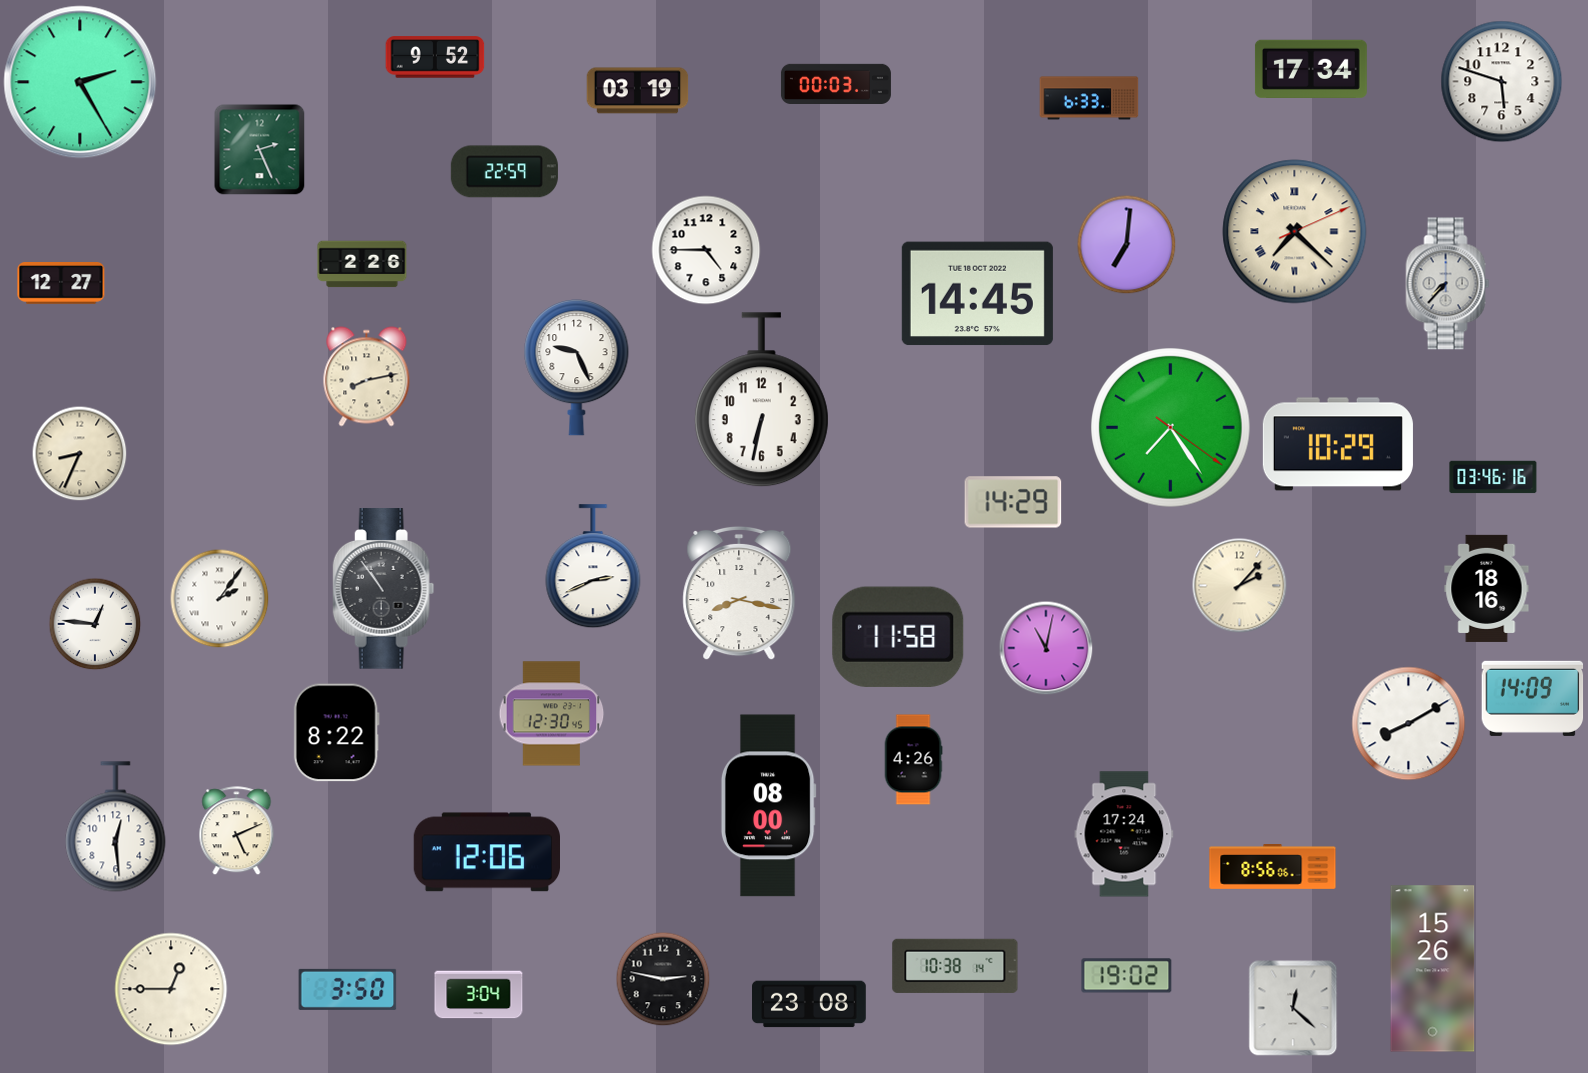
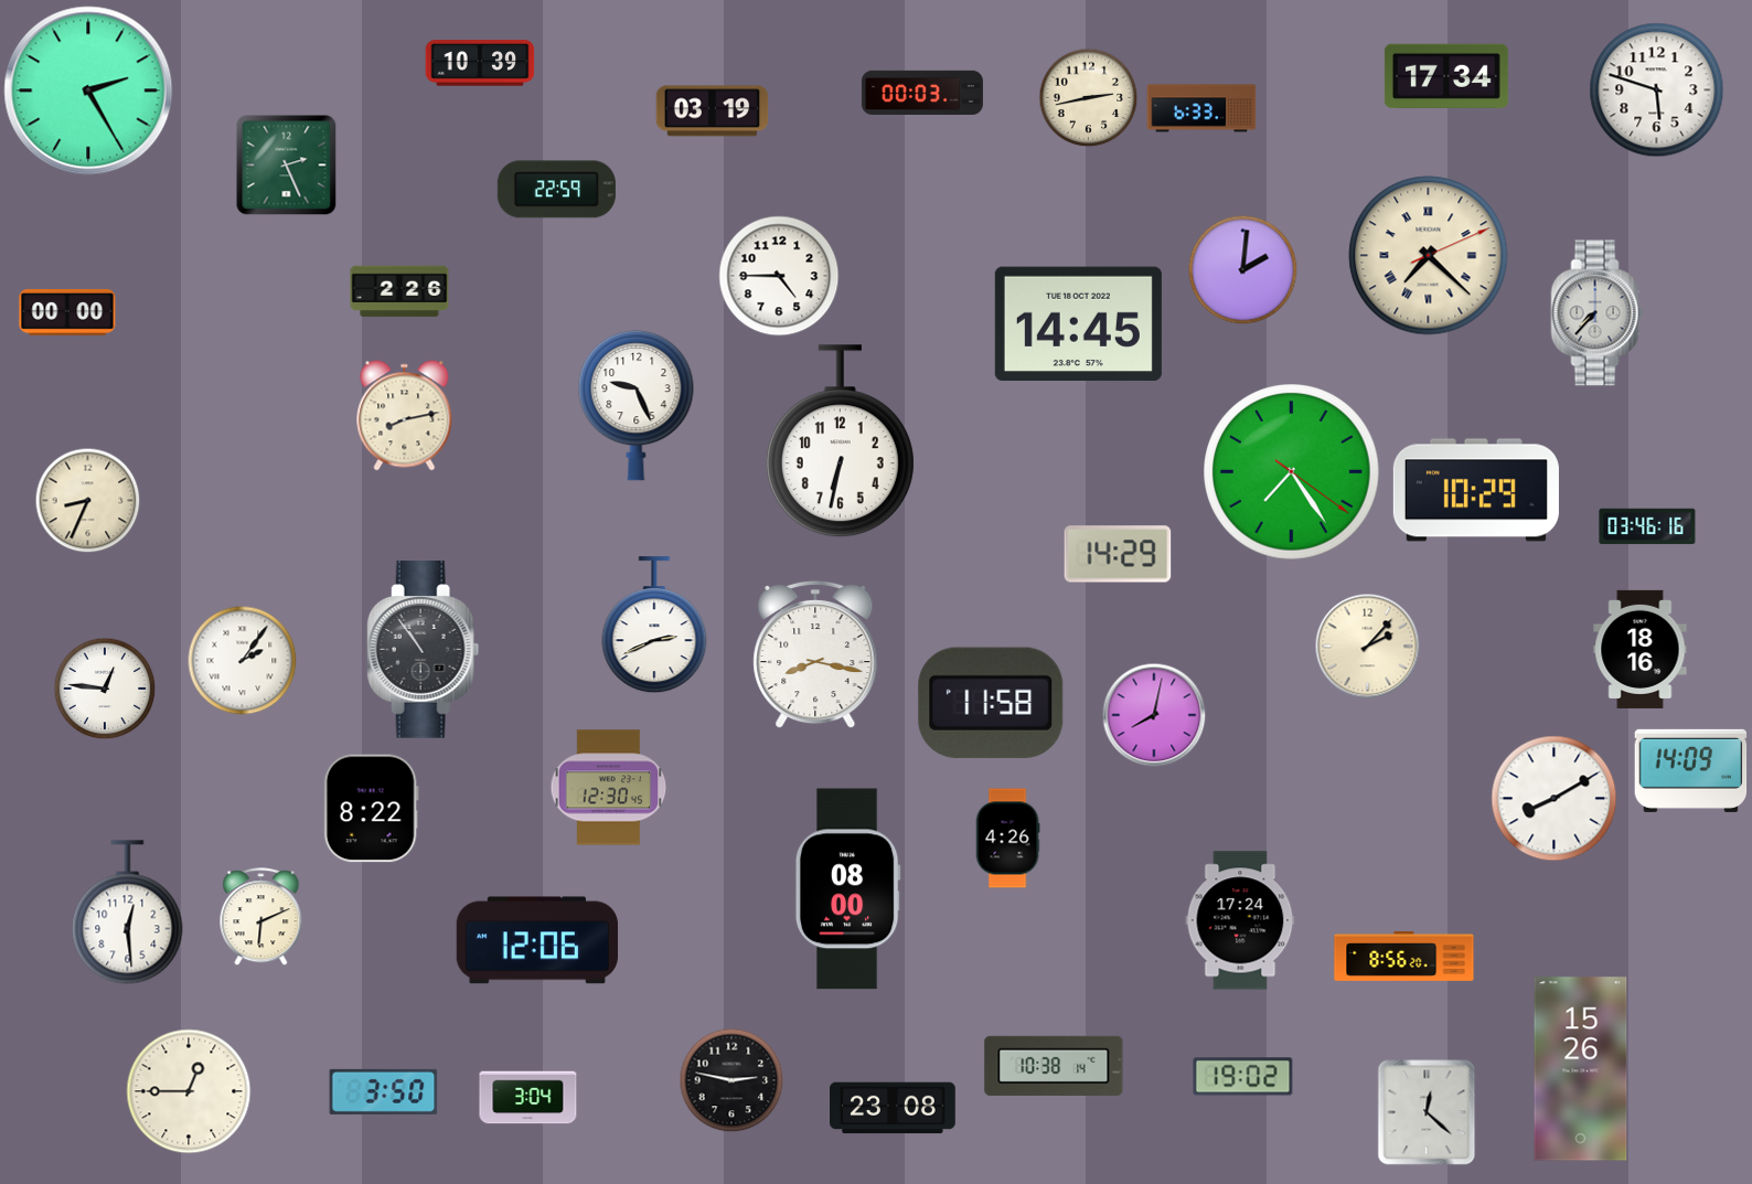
clock at (435, 57): 9:52 -> 10:39
clock at (1088, 97): none -> 2:43
clock at (638, 91) position: (638, 91) -> (713, 111)
clock at (1127, 245): 7:01 -> 2:01
clock at (61, 284): 12:27 -> 00:00
clock at (1046, 648): 11:02 -> 8:02
clock at (237, 831): 5:11 -> 6:11
clock at (1273, 867): 8:56:06 -> 8:56:20
